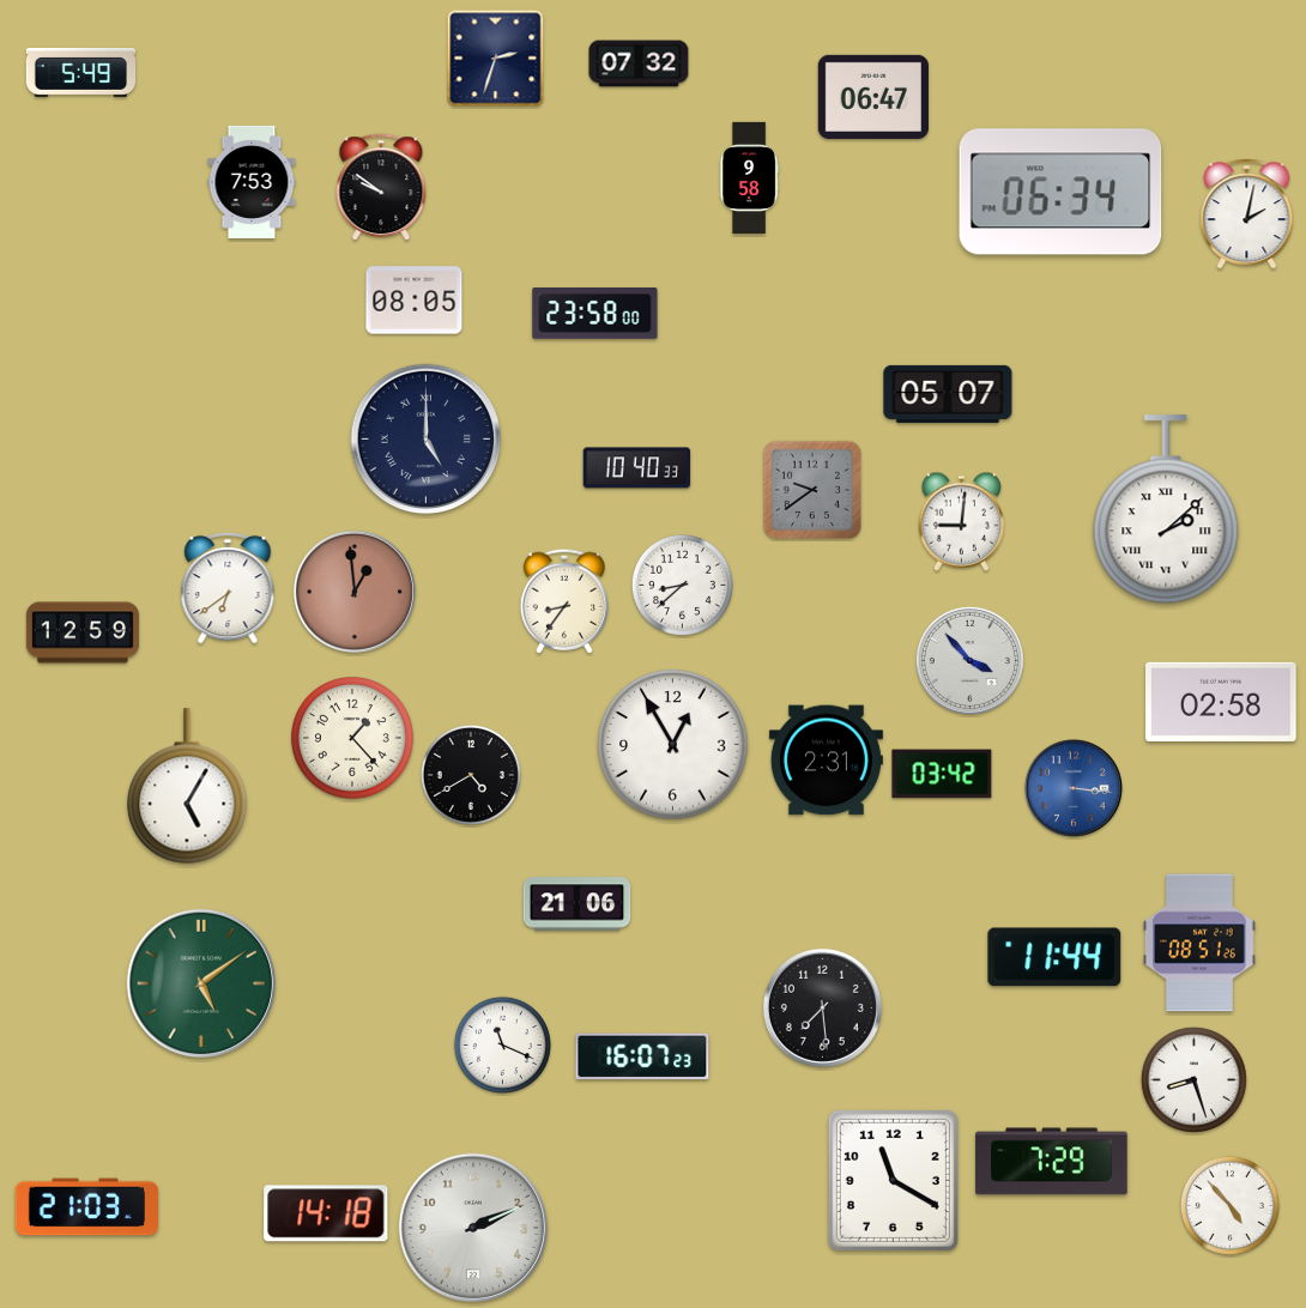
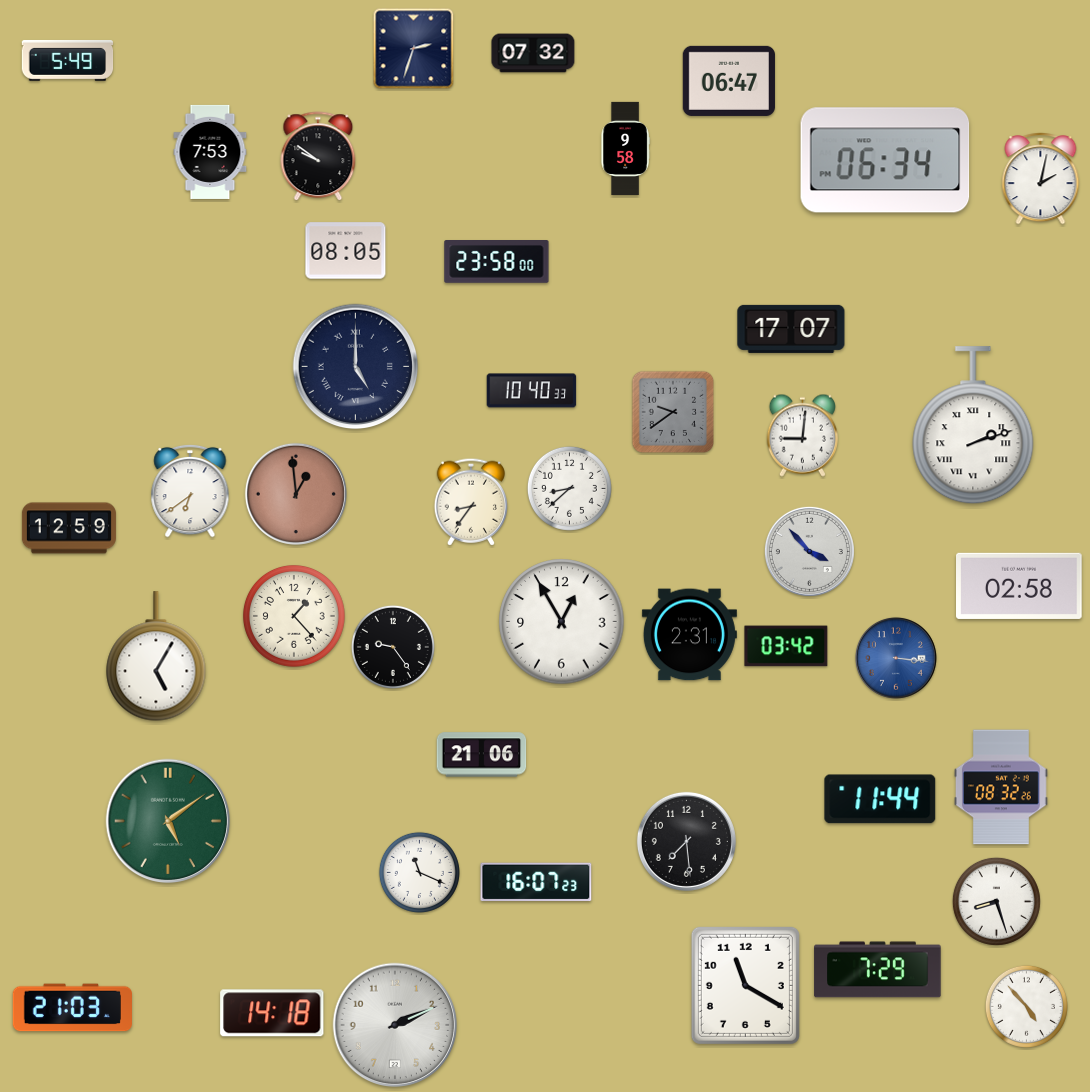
clock at (948, 394): 05:07 -> 17:07
clock at (812, 490) position: (812, 490) -> (673, 412)
clock at (1166, 510): 2:08 -> 2:12
clock at (471, 775): 4:40 -> 9:24
clock at (1199, 943): 08:51 -> 08:32
